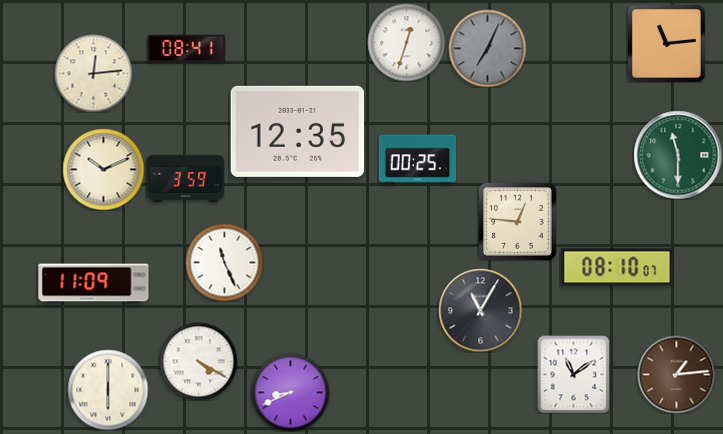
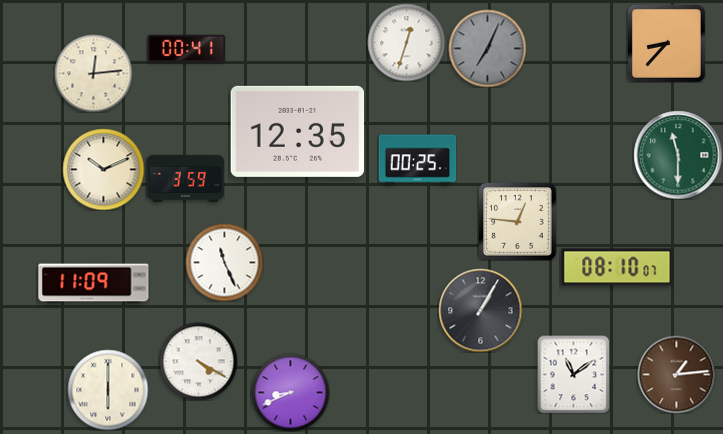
clock at (667, 44): 11:14 -> 8:37
clock at (186, 49): 08:41 -> 00:41
clock at (480, 310): 11:05 -> 1:05
